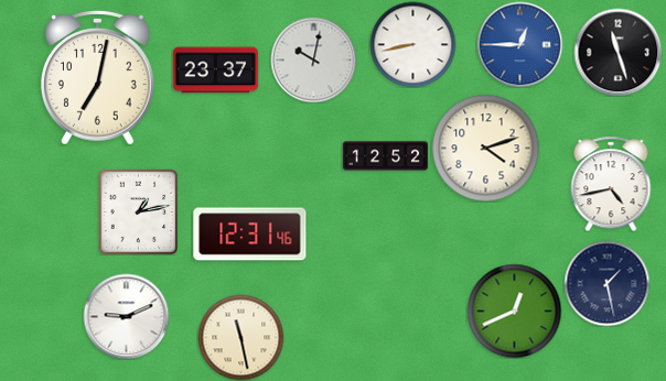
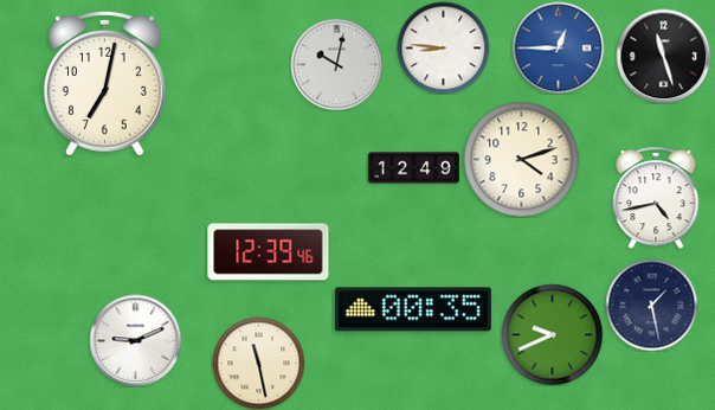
clock at (412, 44): 8:43 -> 8:46
clock at (215, 70): 23:37 -> none
clock at (385, 156): 12:52 -> 12:49
clock at (139, 211): 1:13 -> none
clock at (250, 235): 12:31 -> 12:39
clock at (413, 309): none -> 00:35
clock at (514, 311): 12:41 -> 9:41
